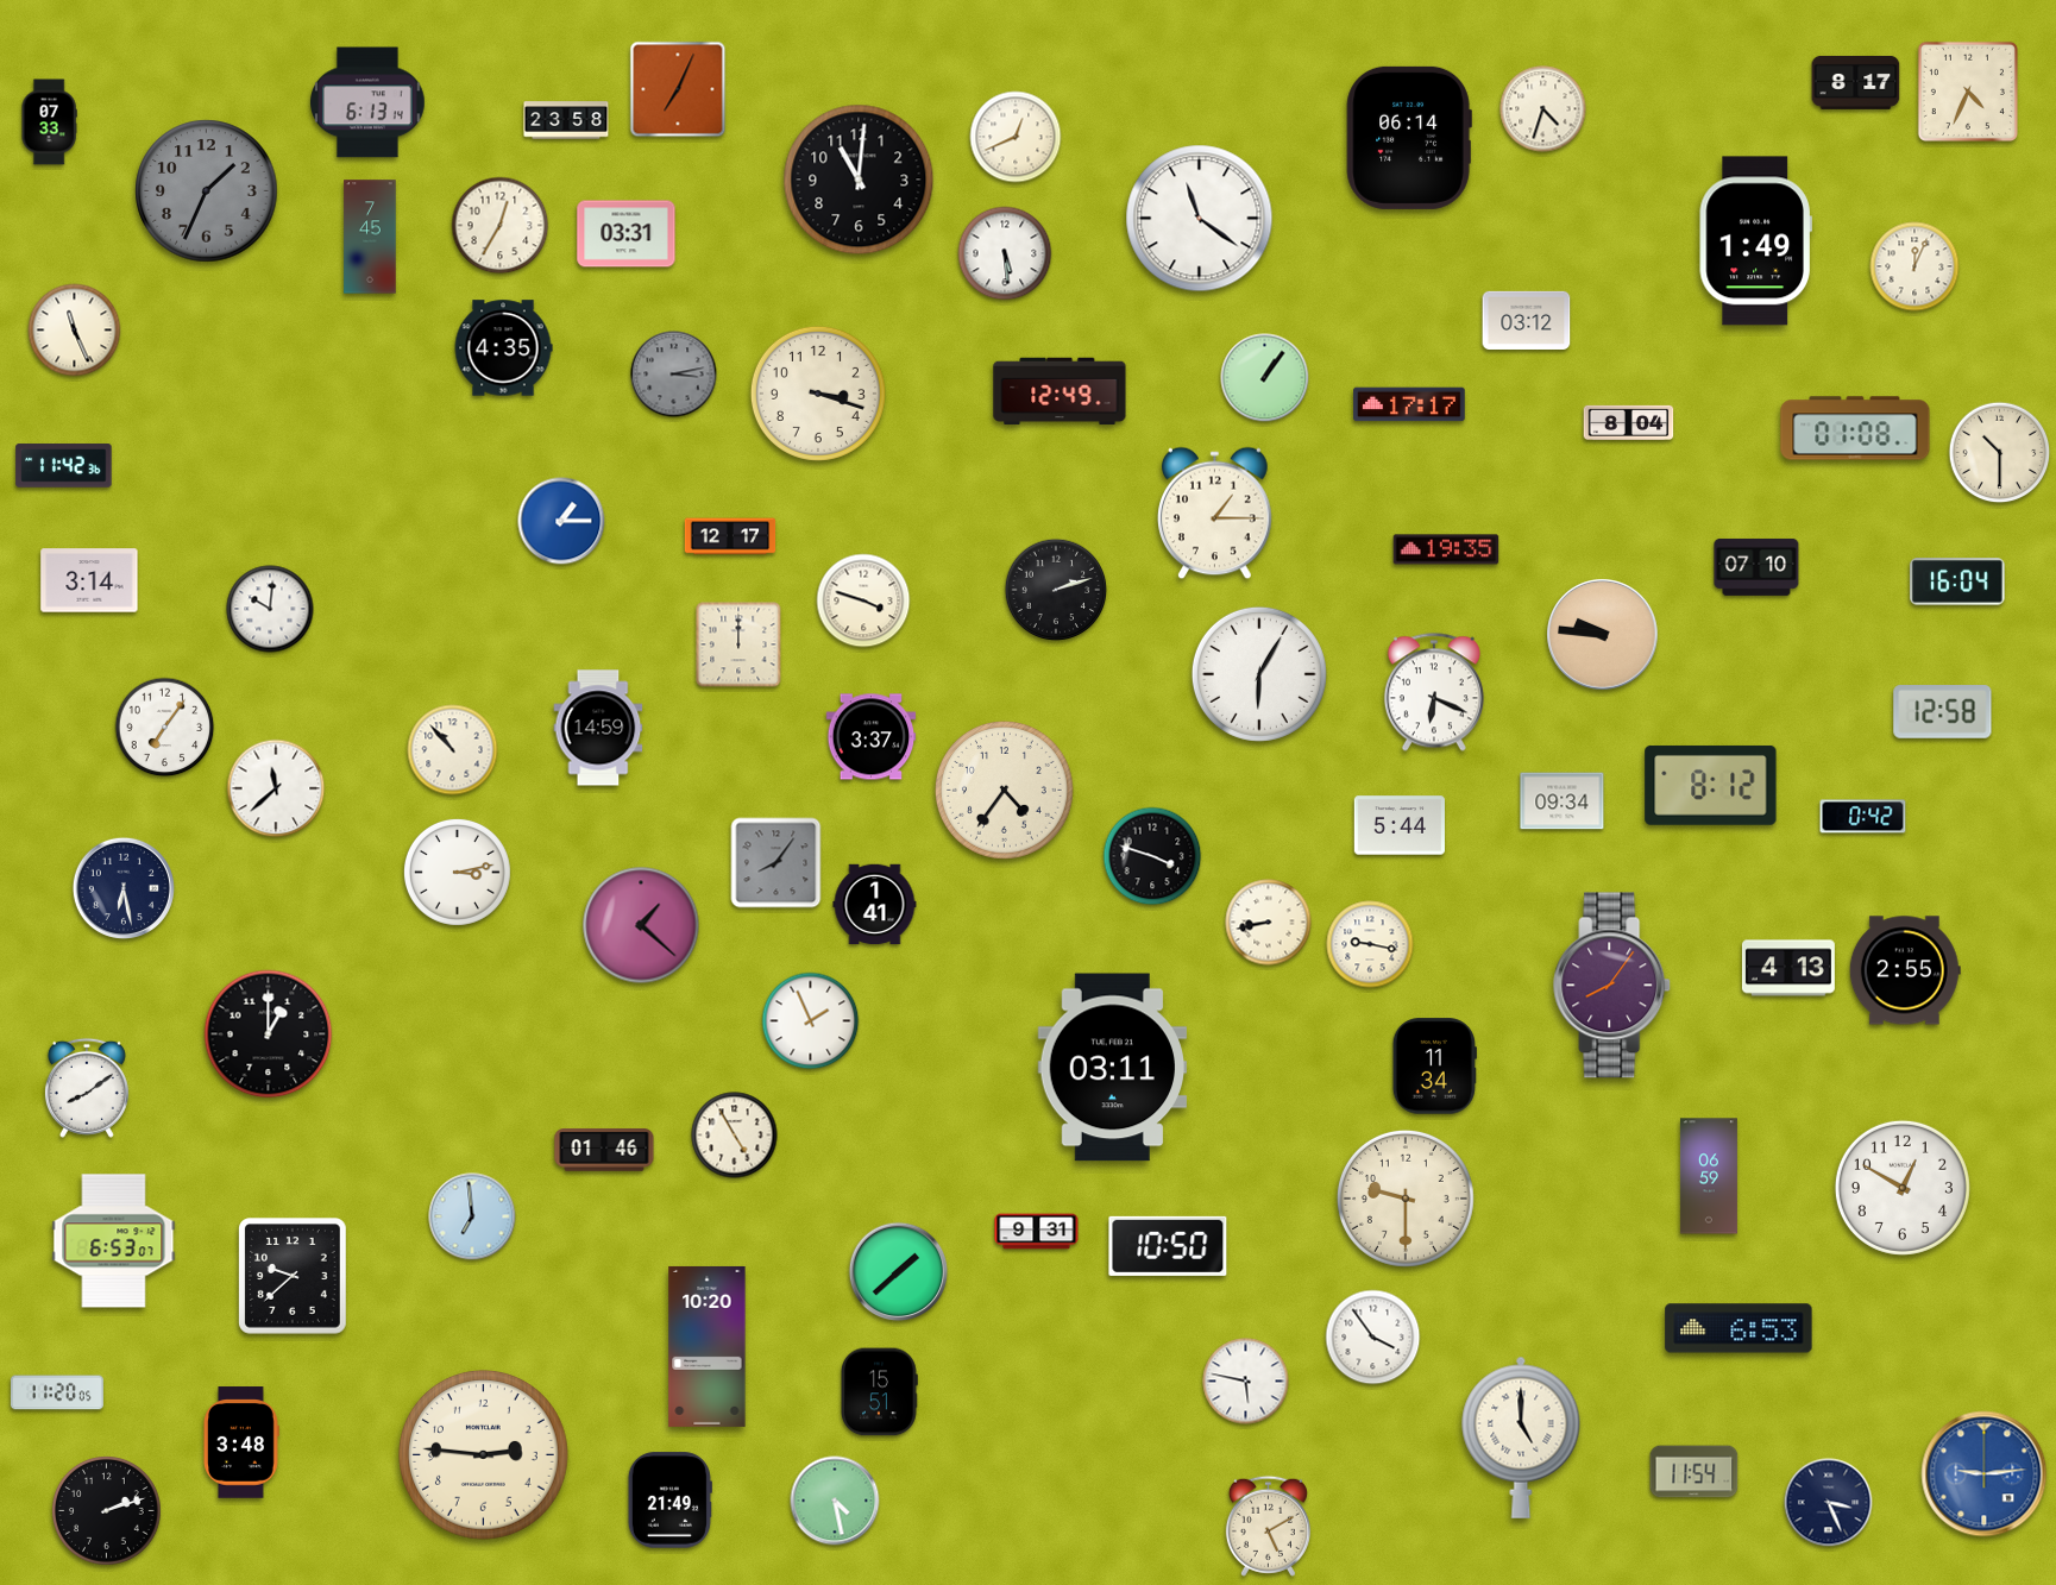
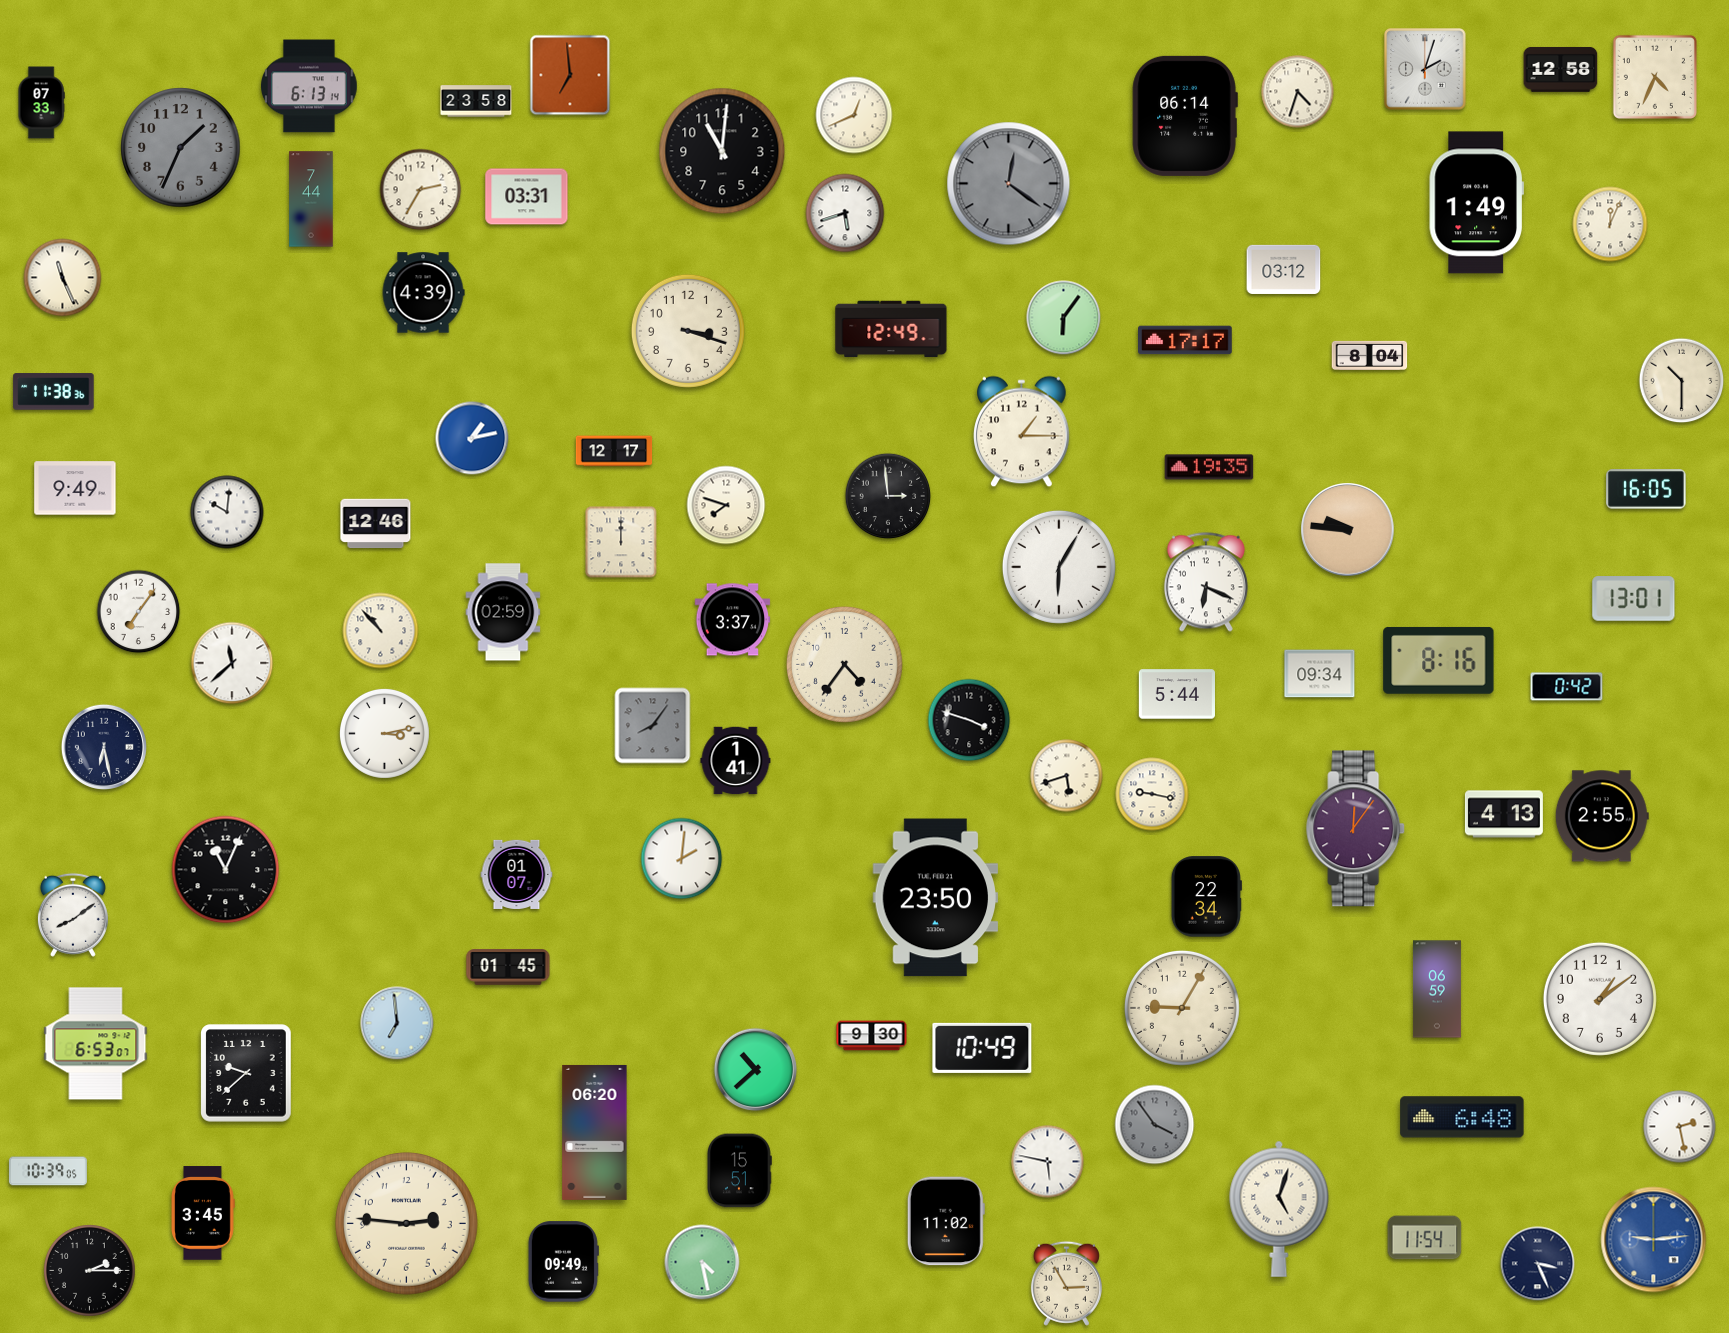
clock at (1425, 69): none -> 2:03
clock at (1856, 82): 8:17 -> 12:58
clock at (678, 89): 7:04 -> 6:59
clock at (207, 191) position: (207, 191) -> (181, 148)
clock at (1200, 219): 11:21 -> 12:21
clock at (1200, 219) dial: white -> grey
clock at (501, 226): 12:35 -> 2:35
clock at (370, 237): 7:45 -> 7:44
clock at (1005, 253): 5:29 -> 5:42
clock at (503, 348): 4:35 -> 4:39
clock at (674, 375): 3:13 -> none
clock at (1265, 378): 1:06 -> 6:06
clock at (1855, 428): 01:08 -> none
clock at (64, 466): 11:42 -> 11:38
clock at (561, 521): 1:15 -> 1:13
clock at (1446, 549) position: (1446, 549) -> (1209, 467)
clock at (1756, 567): 07:10 -> none
clock at (89, 580): 3:14 -> 9:49
clock at (1957, 581): 16:04 -> 16:05
clock at (1056, 590): 2:12 -> 2:59
clock at (863, 600): 3:48 -> 7:48
clock at (376, 524): none -> 12:46
clock at (1603, 635) position: (1603, 635) -> (1348, 530)
clock at (1943, 712): 12:58 -> 13:01
clock at (598, 728): 14:59 -> 02:59
clock at (1711, 785): 8:12 -> 8:16
clock at (1563, 801) position: (1563, 801) -> (1320, 674)
clock at (1269, 923): 8:43 -> 5:42
clock at (641, 925): 1:22 -> none
clock at (1612, 986): 8:06 -> 12:06
clock at (811, 1021): 1:56 -> 2:01
clock at (269, 1034): 1:00 -> 11:04
clock at (517, 874): none -> 01:07
clock at (1434, 1067): 11:34 -> 22:34
clock at (1113, 1068): 03:11 -> 23:50
clock at (735, 1136): 4:55 -> none
clock at (604, 1150): 01:46 -> 01:45
clock at (1903, 1188): 12:50 -> 1:09
clock at (1406, 1199): 9:30 -> 9:05
clock at (1037, 1232): 9:31 -> 9:30
clock at (1168, 1246): 10:50 -> 10:49
clock at (899, 1272): 1:38 -> 10:38
clock at (1739, 1328): 6:53 -> 6:48
clock at (1373, 1338) dial: white -> grey
clock at (1680, 1127): none -> 2:28
clock at (708, 1346): 10:20 -> 06:20
clock at (57, 1392): 11:20 -> 10:39
clock at (1521, 1438): 5:00 -> 5:03
clock at (241, 1442): 3:48 -> 3:45
clock at (946, 1221): none -> 11:02
clock at (1985, 1474) position: (1985, 1474) -> (1654, 1240)
clock at (669, 1501): 21:49 -> 09:49
clock at (107, 1511): 2:12 -> 2:15
clock at (1268, 1526): 5:10 -> 2:55
